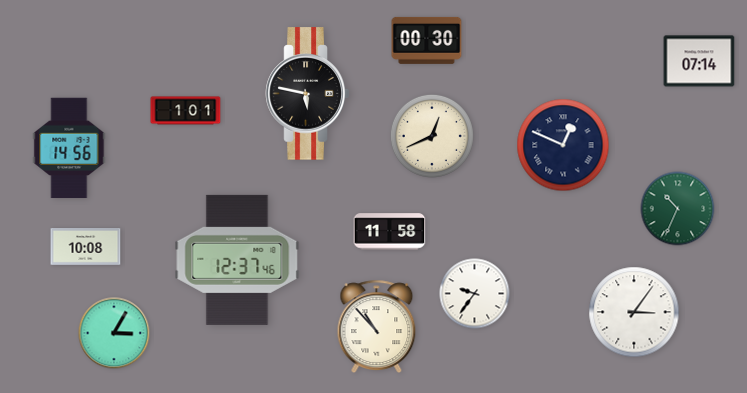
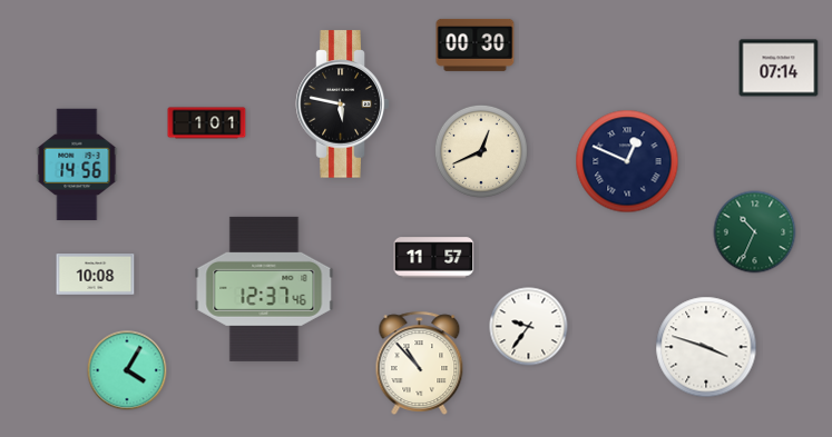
clock at (390, 232): 11:58 -> 11:57
clock at (634, 312): 3:06 -> 3:48
clock at (114, 333): 3:05 -> 4:05
